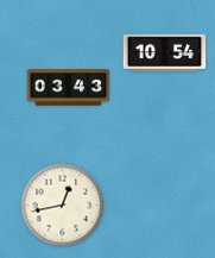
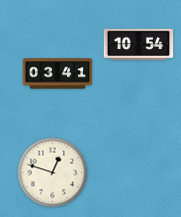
clock at (69, 88): 03:43 -> 03:41
clock at (63, 206): 12:43 -> 12:48
